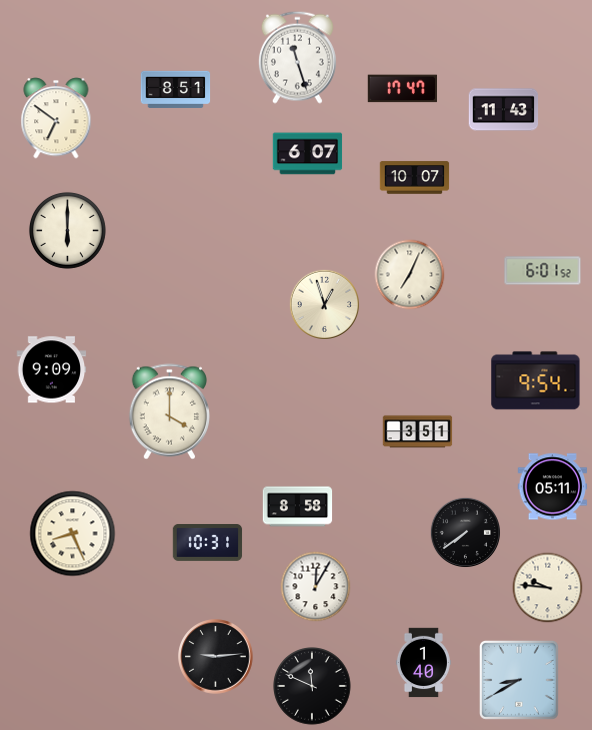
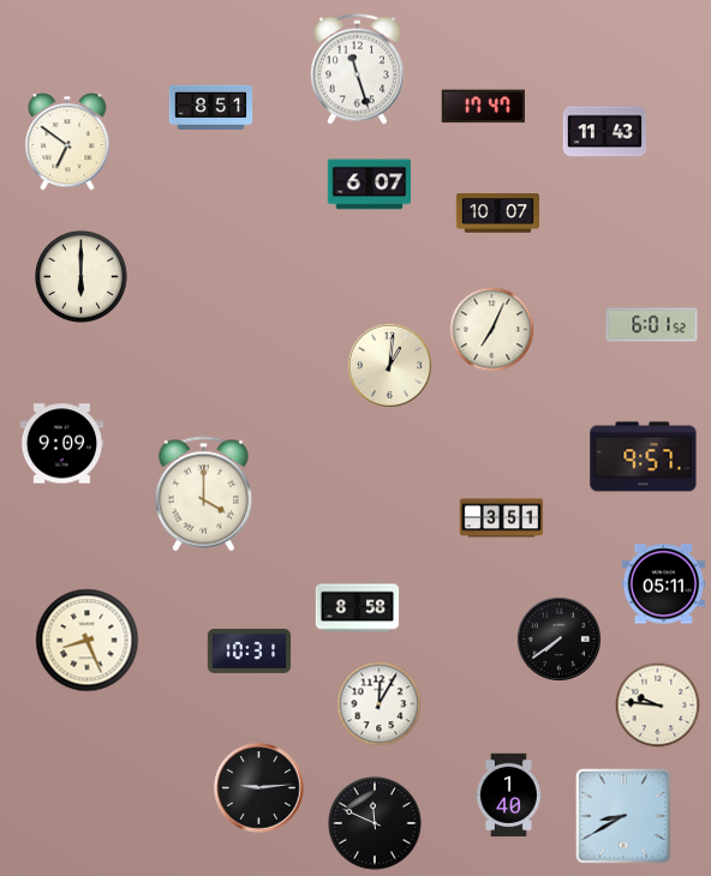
clock at (324, 304): 12:57 -> 1:01
clock at (536, 381): 9:54 -> 9:57
